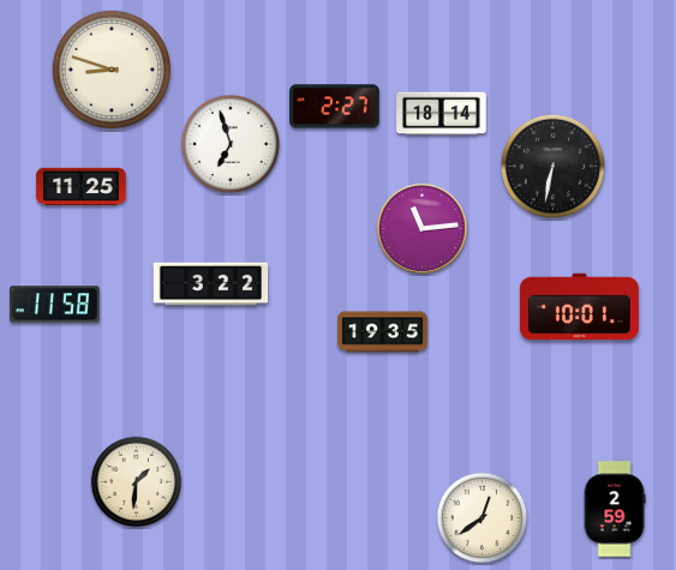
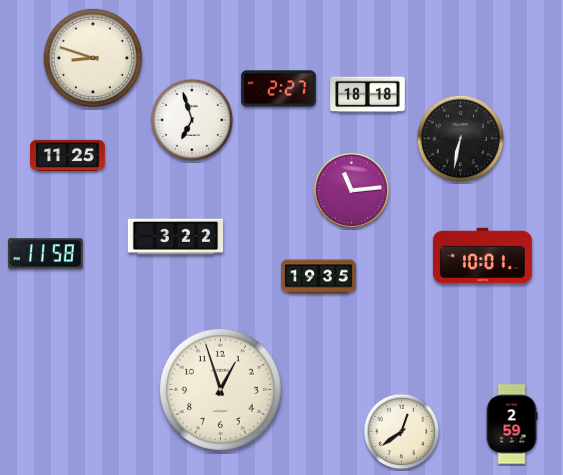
clock at (442, 114): 18:14 -> 18:18
clock at (220, 389): none -> 12:57
clock at (137, 482): 1:31 -> none
